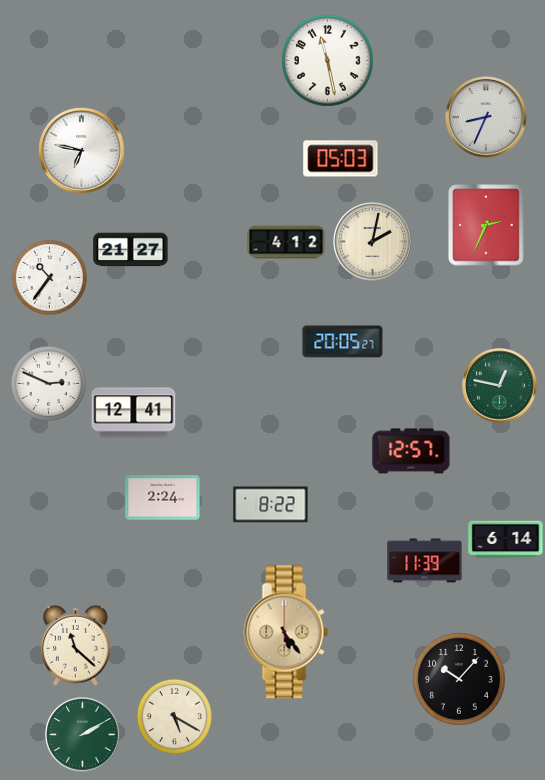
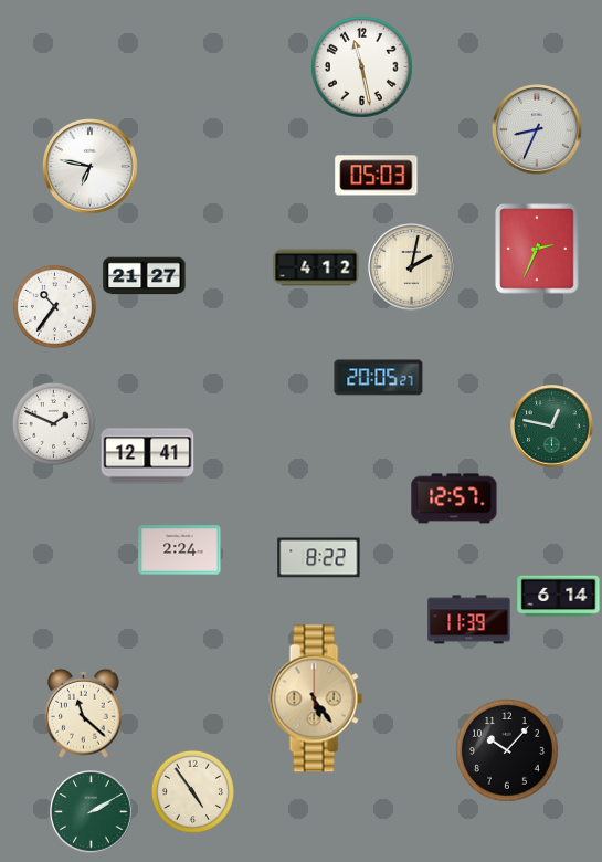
clock at (48, 383): 2:49 -> 1:49
clock at (271, 505) position: (271, 505) -> (319, 558)
clock at (174, 716): 5:20 -> 4:54
